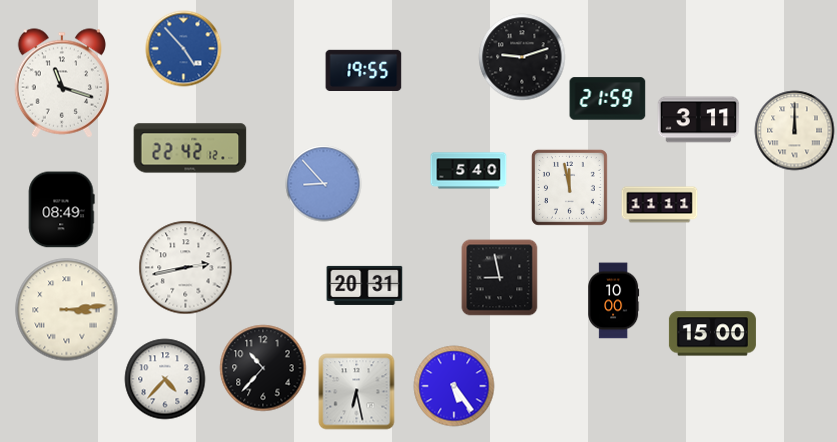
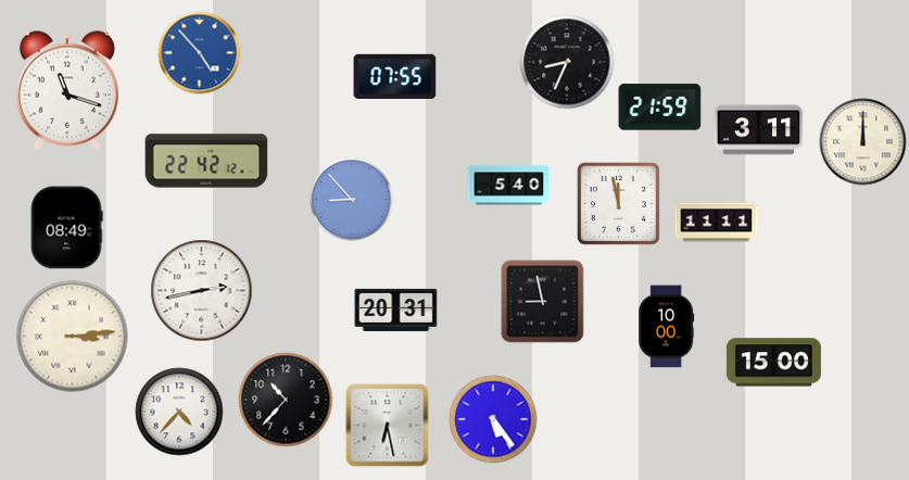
clock at (522, 57): 9:12 -> 8:34
clock at (364, 70): 19:55 -> 07:55
